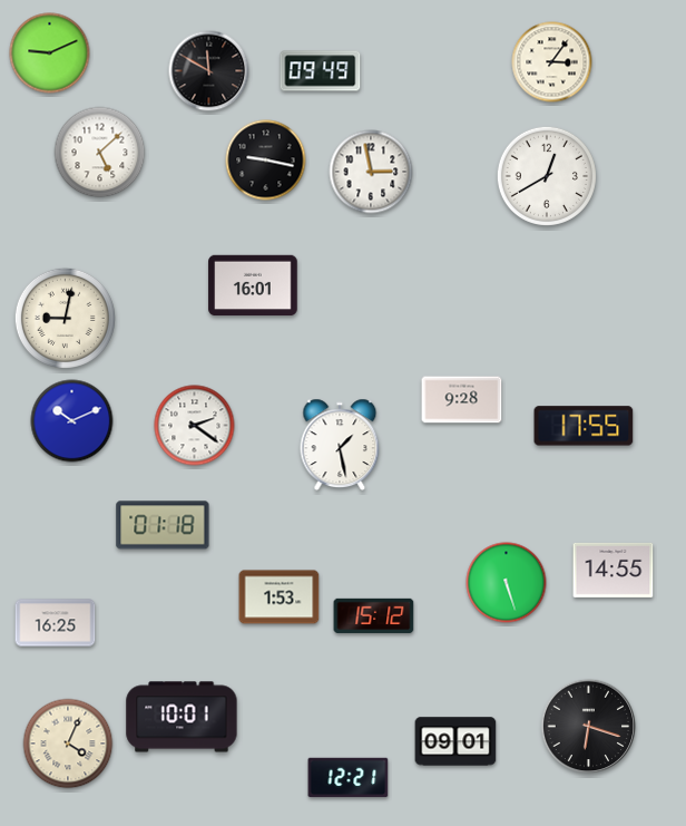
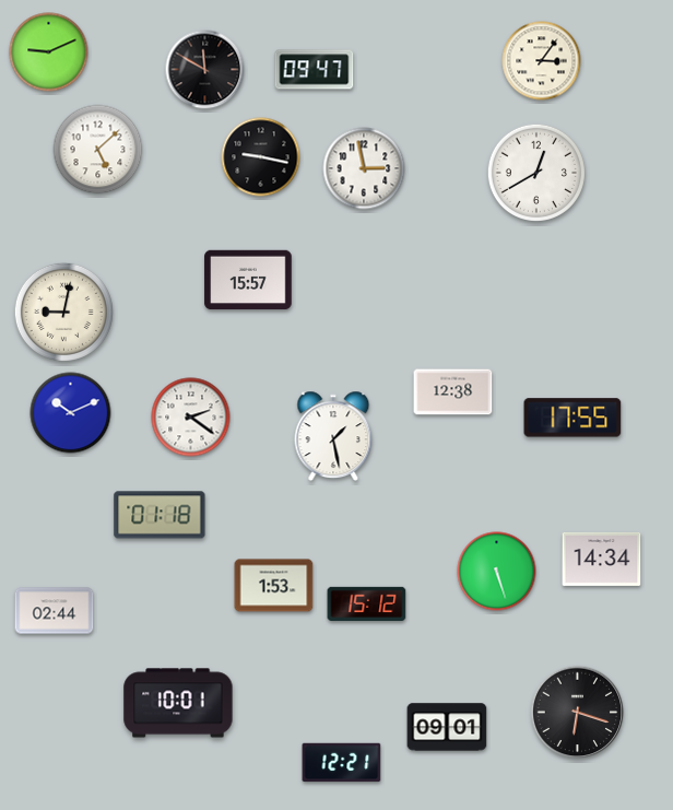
clock at (321, 71): 09:49 -> 09:47
clock at (253, 285): 16:01 -> 15:57
clock at (462, 400): 9:28 -> 12:38
clock at (614, 570): 14:55 -> 14:34
clock at (56, 623): 16:25 -> 02:44
clock at (68, 744): 4:04 -> none
